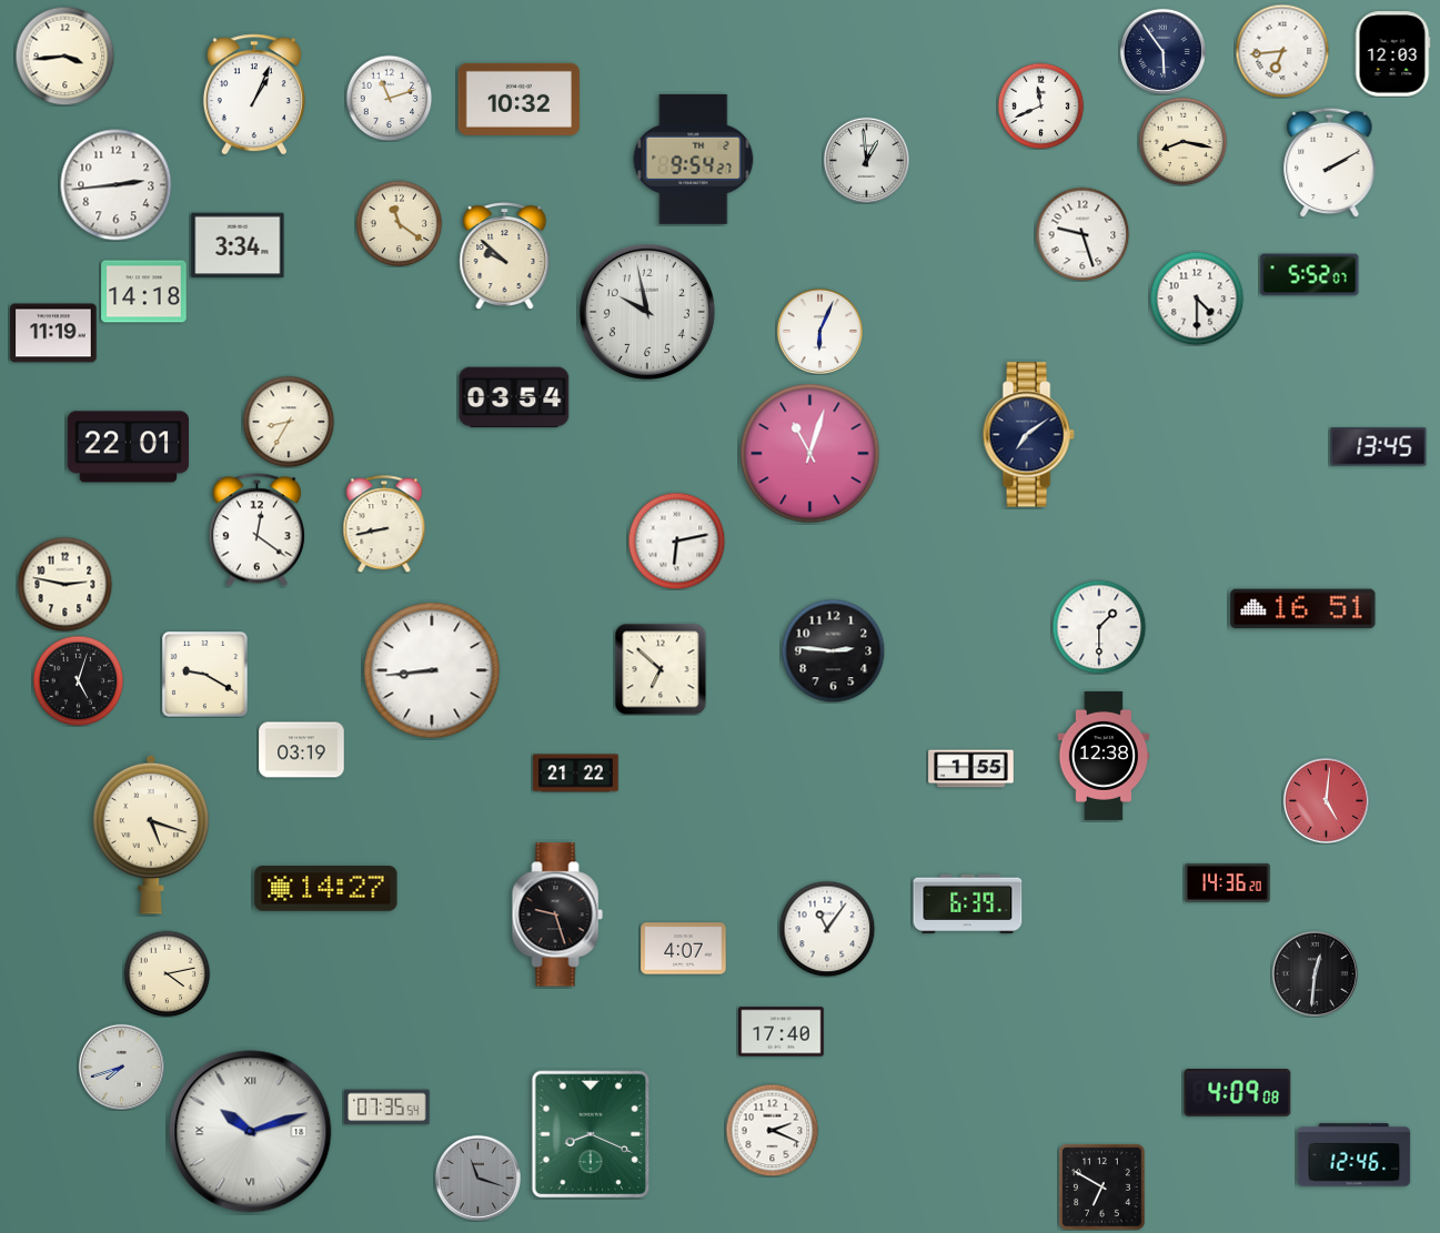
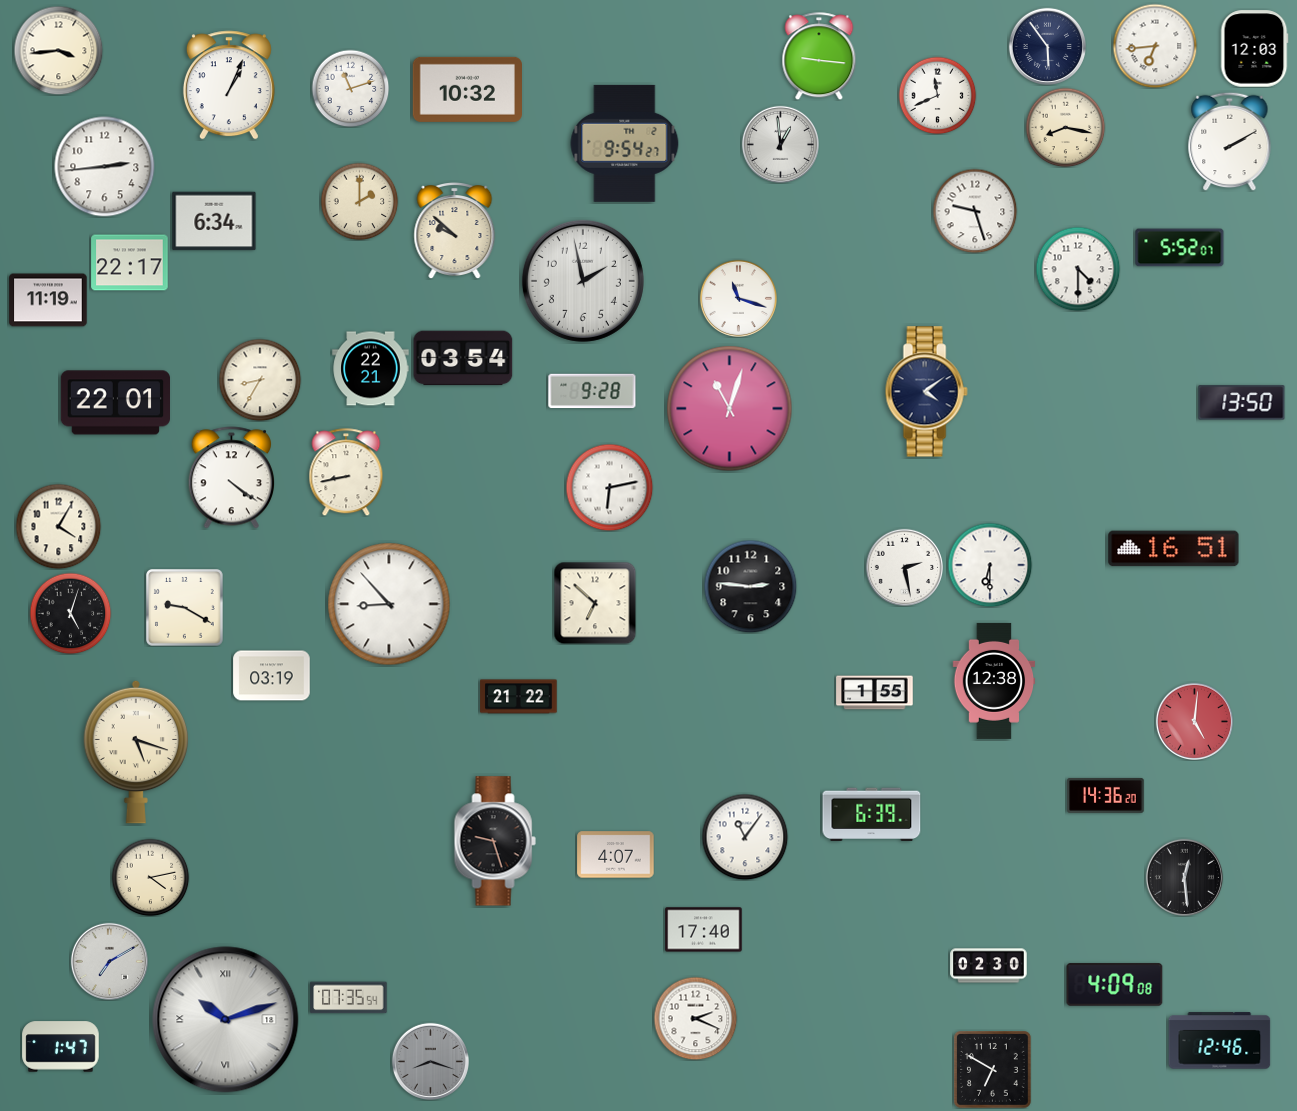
clock at (819, 56): none -> 9:16
clock at (1330, 162) position: (1330, 162) -> (1230, 141)
clock at (399, 223): 11:21 -> 2:00
clock at (238, 245): 3:34 -> 6:34
clock at (144, 292): 14:18 -> 22:17
clock at (647, 312): 9:58 -> 1:58
clock at (819, 331): 6:04 -> 11:18
clock at (371, 369): none -> 22:21
clock at (592, 391): none -> 9:28
clock at (1028, 435): 7:09 -> 4:09
clock at (1379, 447): 13:45 -> 13:50
clock at (256, 530): 12:21 -> 4:21
clock at (64, 584): 2:47 -> 4:05
clock at (1099, 627): 1:30 -> 6:30
clock at (904, 567): none -> 2:28
clock at (432, 670): 8:44 -> 8:53
clock at (326, 889): 14:27 -> none
clock at (557, 914) position: (557, 914) -> (495, 841)
clock at (1315, 973): 12:31 -> 12:29
clock at (121, 1067): 7:42 -> 7:10
clock at (989, 966): none -> 02:30
clock at (591, 1134): 8:19 -> none
clock at (61, 1047): none -> 1:47
clock at (477, 1178): 11:18 -> 8:18
